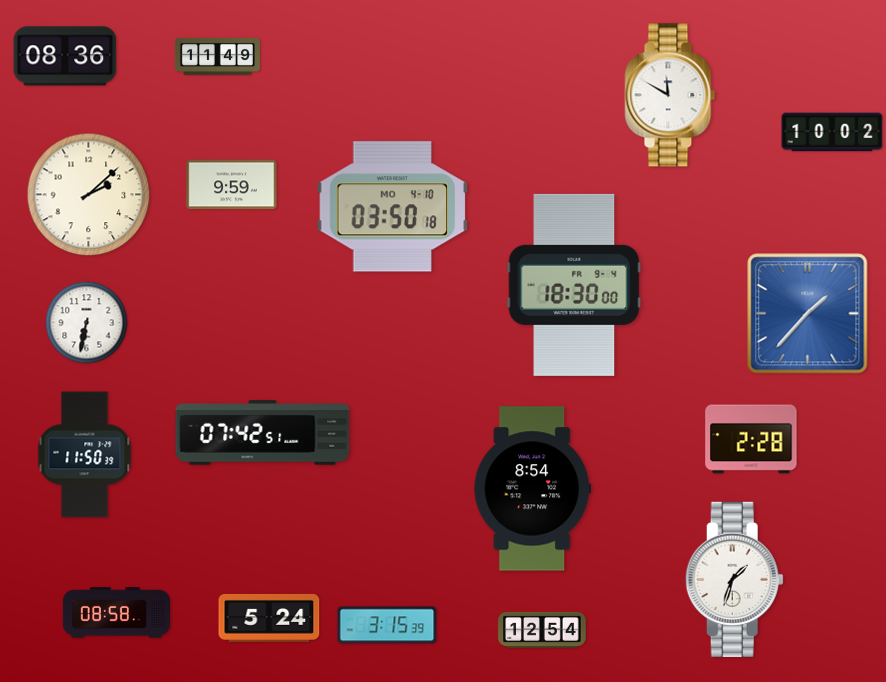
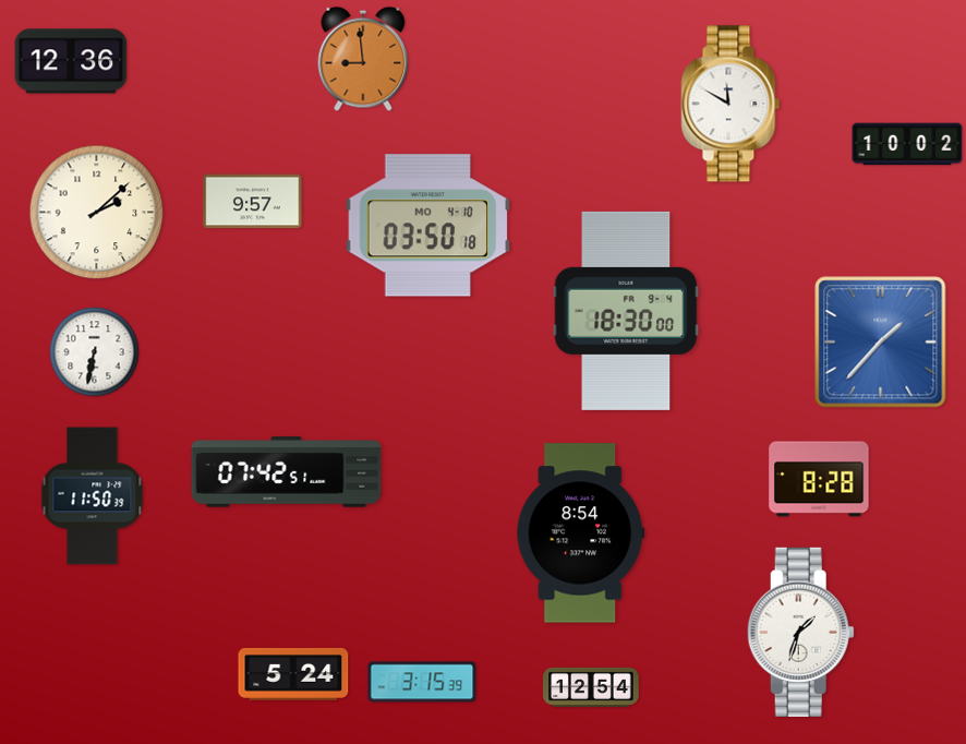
clock at (363, 59): none -> 8:59
clock at (65, 56): 08:36 -> 12:36
clock at (217, 56): 11:49 -> none
clock at (232, 185): 9:59 -> 9:57
clock at (751, 439): 2:28 -> 8:28
clock at (116, 613): 08:58 -> none
